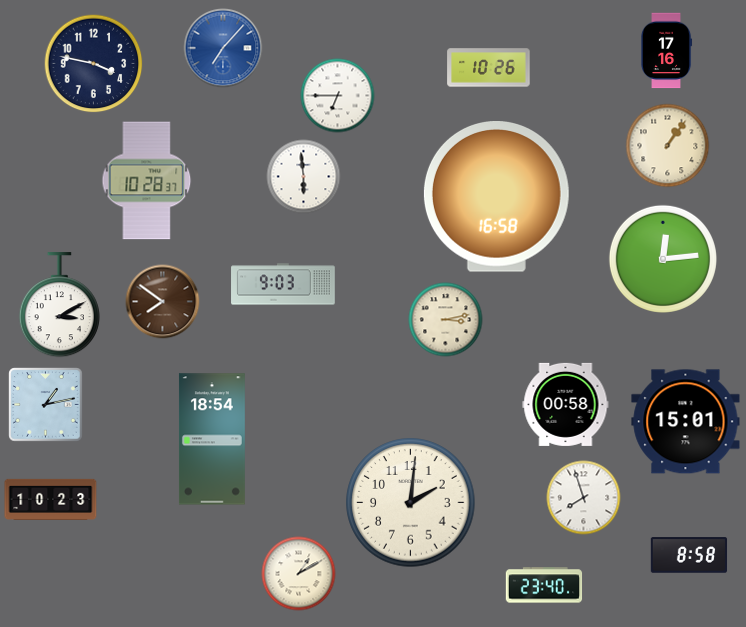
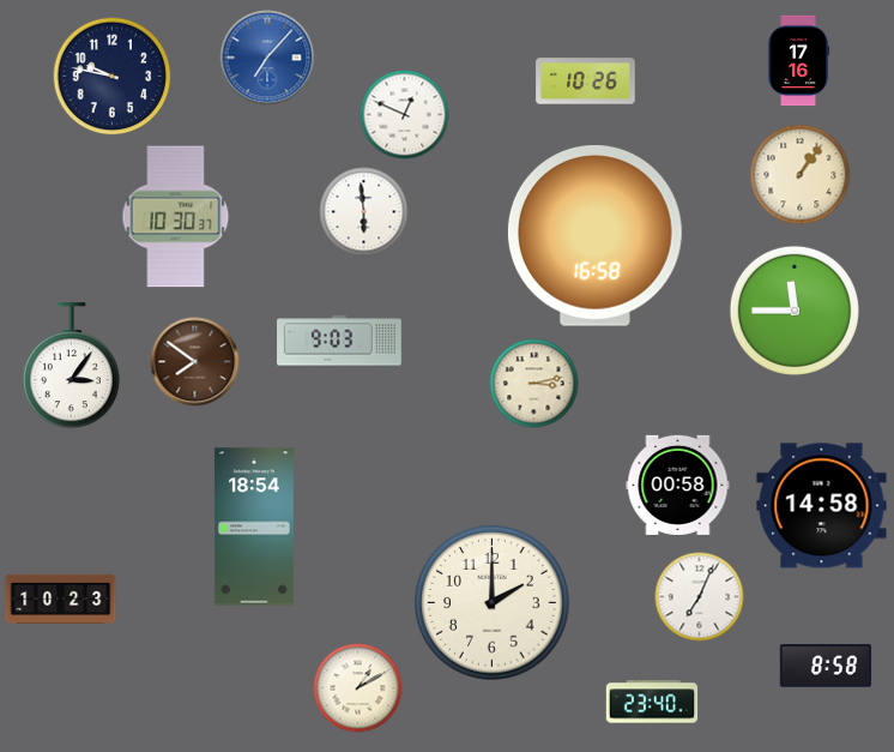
clock at (94, 64): 3:47 -> 9:47
clock at (338, 96): 6:45 -> 12:49
clock at (147, 181): 10:28 -> 10:30
clock at (663, 259): 12:14 -> 11:45
clock at (59, 305): 3:10 -> 3:06
clock at (46, 405): 1:13 -> none
clock at (686, 422): 15:01 -> 14:58
clock at (584, 498): 7:57 -> 7:04
clock at (411, 503): 2:01 -> 2:00
